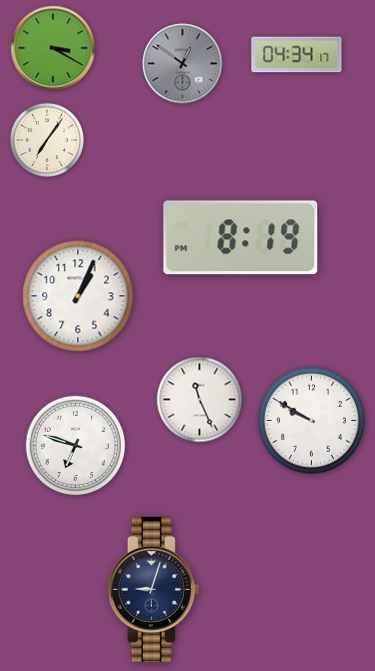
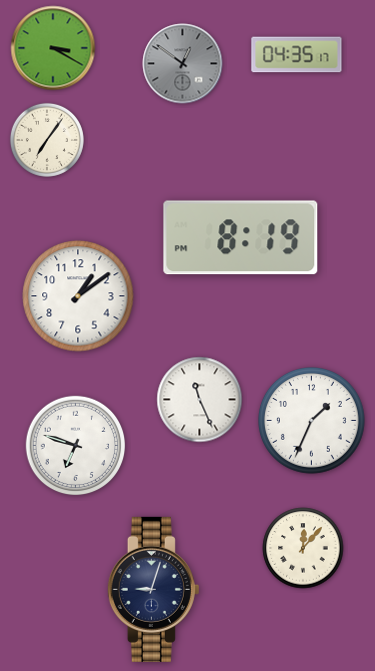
clock at (297, 55): 04:34 -> 04:35
clock at (78, 296): 1:04 -> 1:09
clock at (312, 421): 9:50 -> 1:34
clock at (303, 548): none -> 12:07
